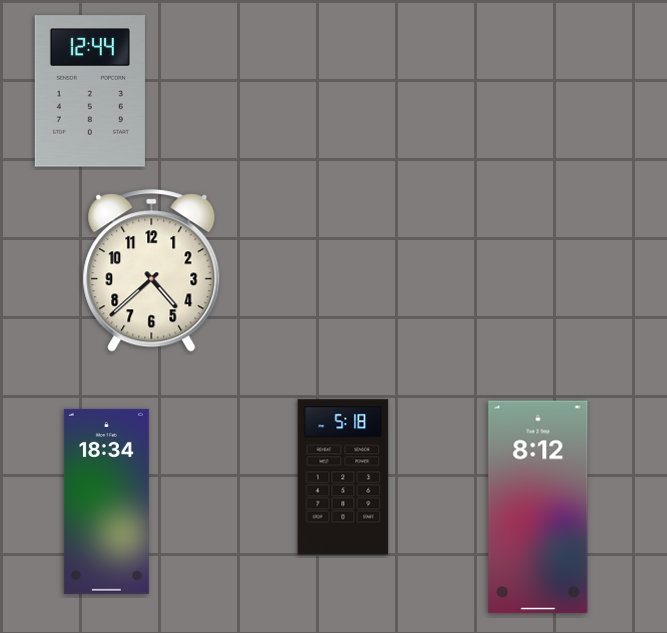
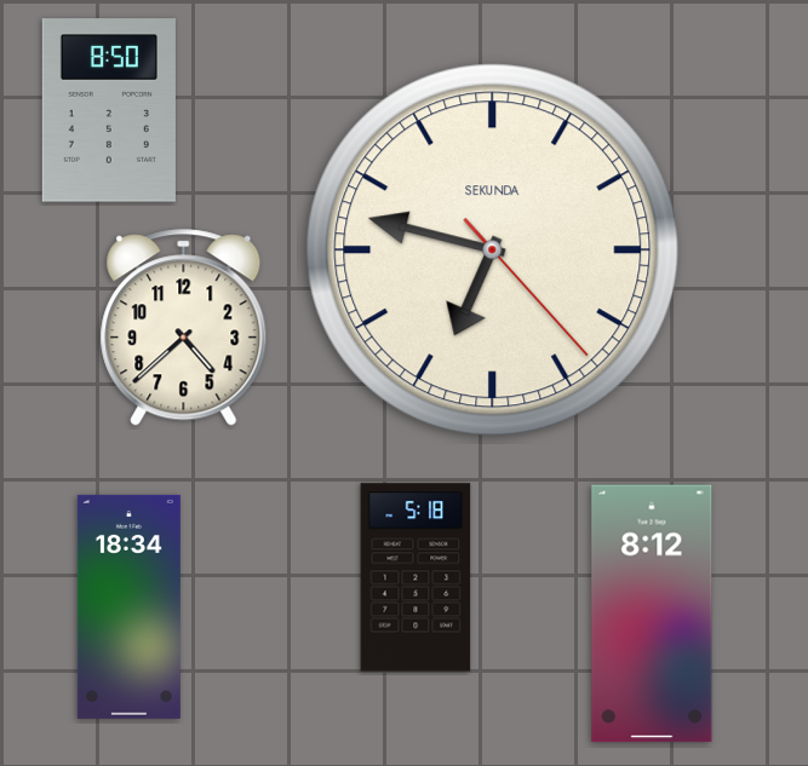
clock at (90, 91): 12:44 -> 8:50
clock at (493, 250): none -> 6:47
